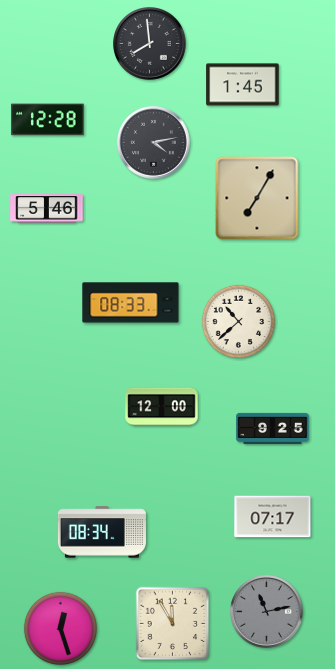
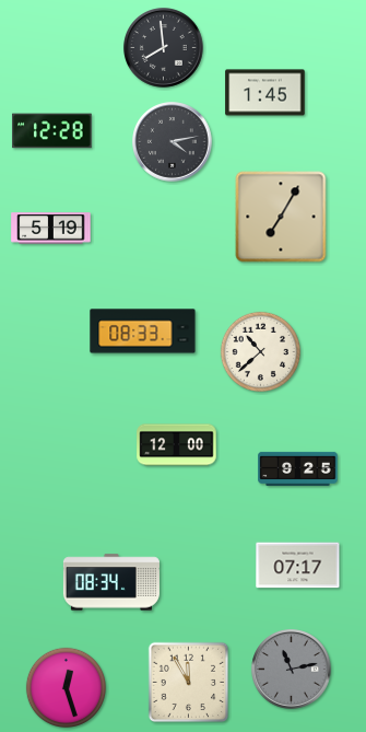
clock at (154, 143) position: (154, 143) -> (173, 142)
clock at (47, 209): 5:46 -> 5:19
